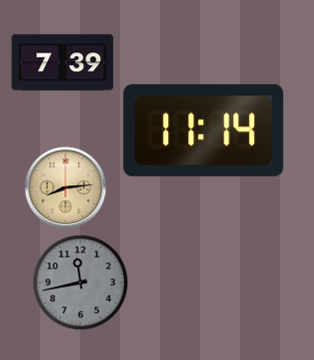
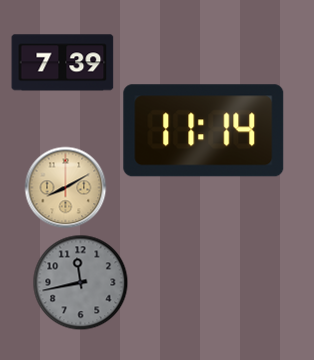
clock at (66, 188): 8:14 -> 8:10
